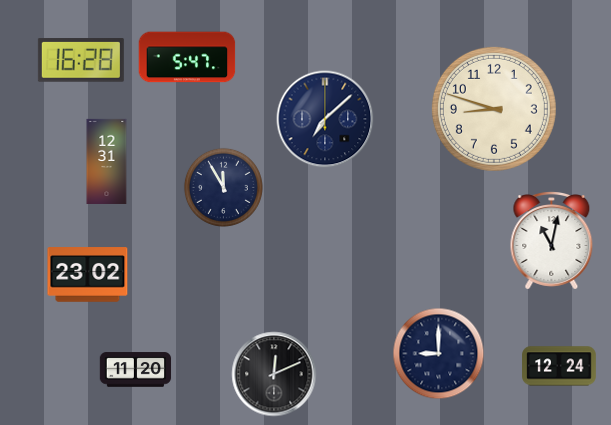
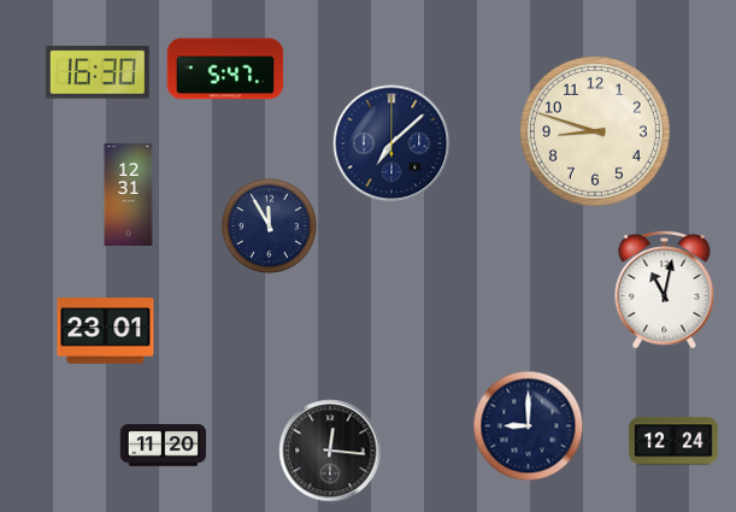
clock at (81, 61): 16:28 -> 16:30
clock at (88, 275): 23:02 -> 23:01
clock at (274, 374): 12:11 -> 12:16
